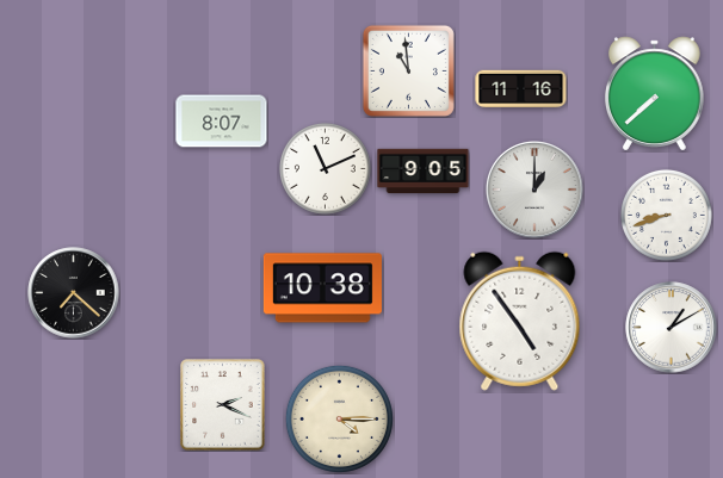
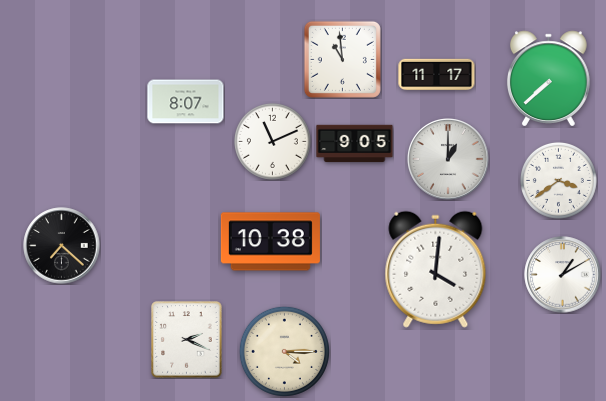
clock at (521, 89): 11:16 -> 11:17
clock at (666, 215): 8:42 -> 3:39
clock at (520, 321): 4:54 -> 4:01
